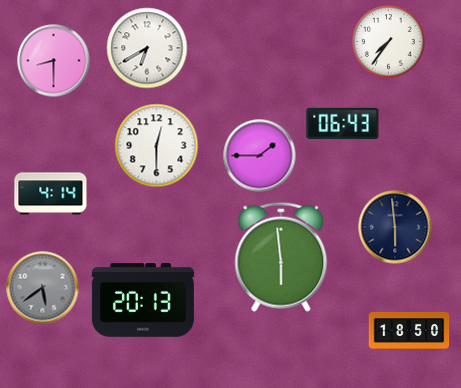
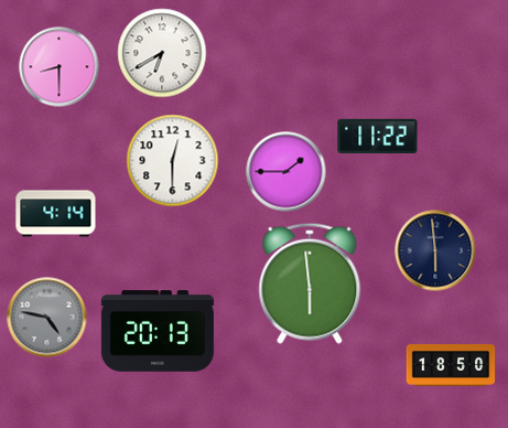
clock at (389, 42): 7:36 -> none
clock at (343, 123): 06:43 -> 11:22
clock at (43, 288): 5:39 -> 4:47
